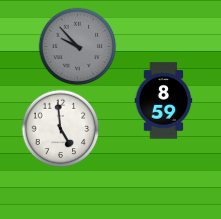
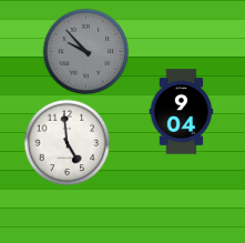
clock at (164, 101): 8:59 -> 9:04
